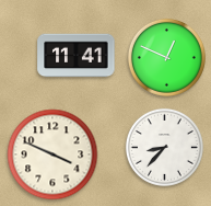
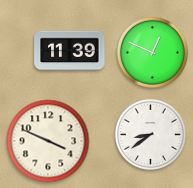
clock at (77, 56): 11:41 -> 11:39
clock at (164, 147): 8:37 -> 8:39
